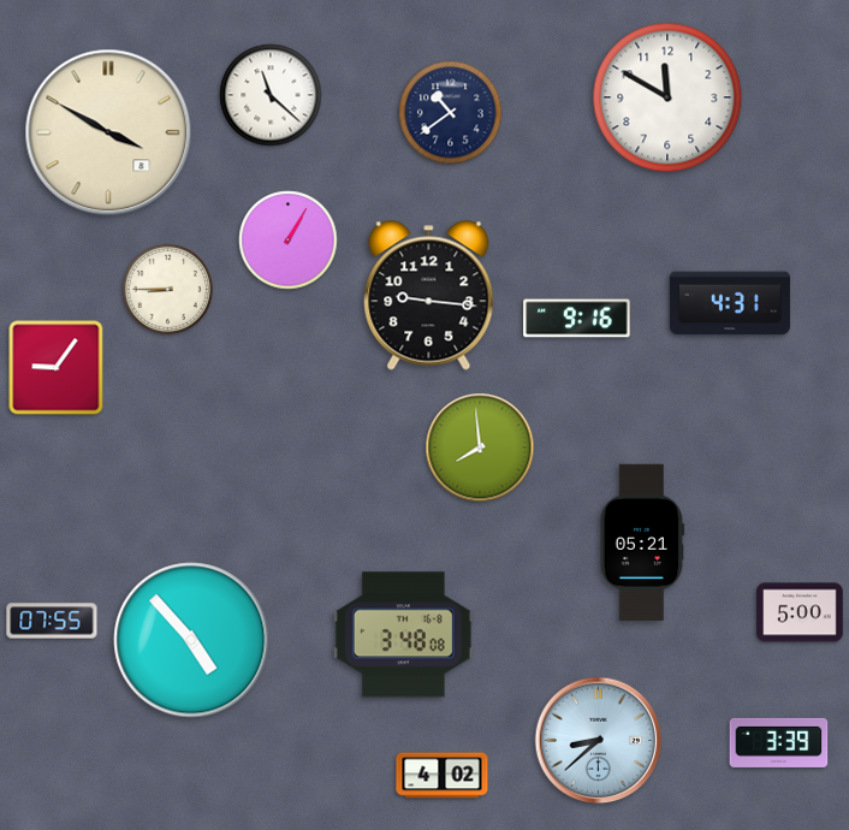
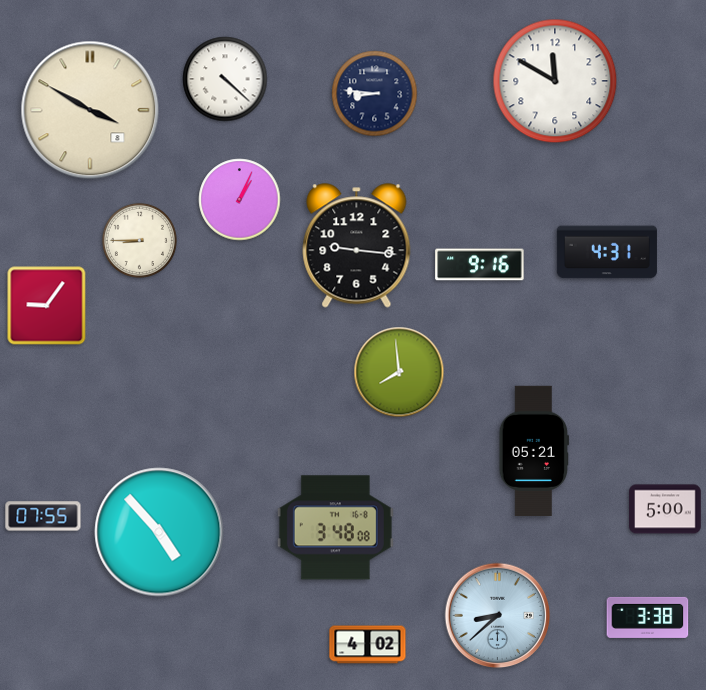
clock at (271, 95): 11:22 -> 4:22
clock at (451, 113): 10:39 -> 8:46
clock at (289, 241): 1:05 -> 1:04
clock at (779, 742): 3:39 -> 3:38
